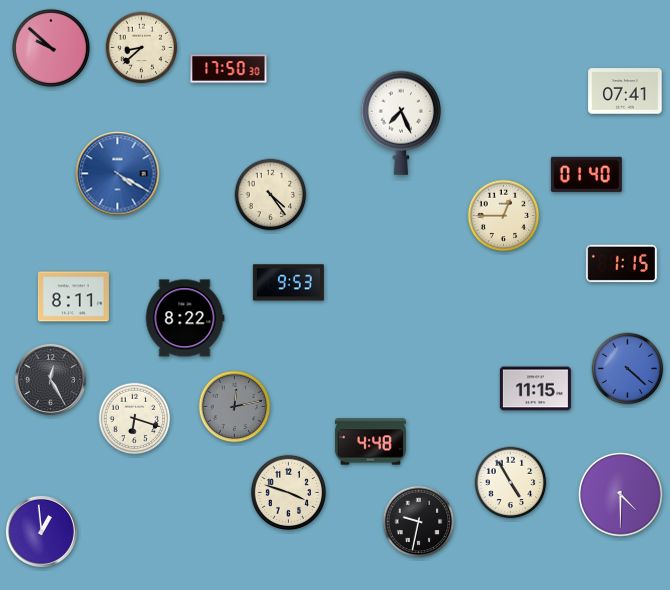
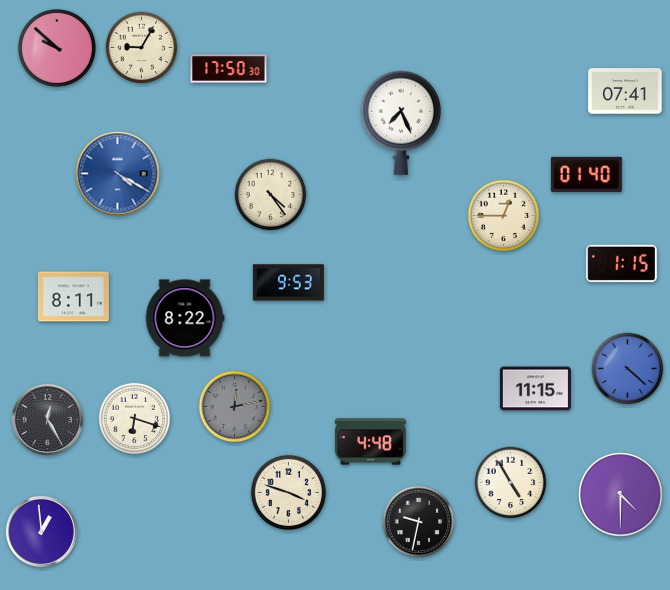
clock at (51, 48) position: (51, 48) -> (57, 48)
clock at (142, 48): 8:38 -> 9:05
clock at (50, 379) position: (50, 379) -> (47, 419)
